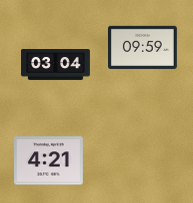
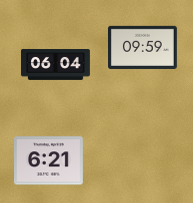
clock at (56, 65): 03:04 -> 06:04
clock at (49, 161): 4:21 -> 6:21
